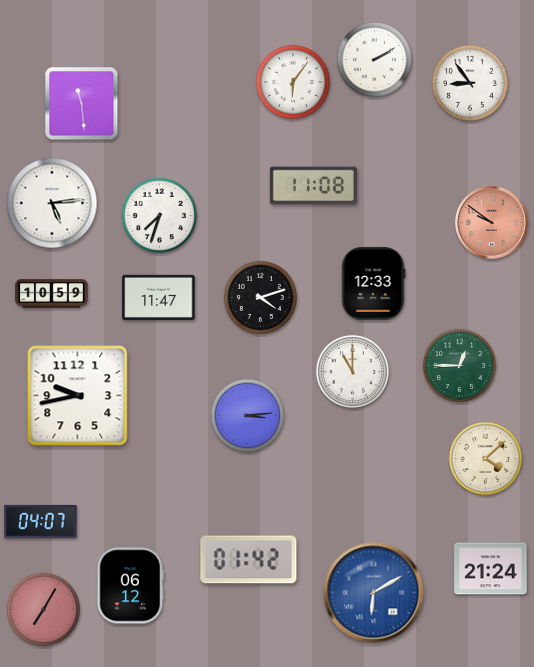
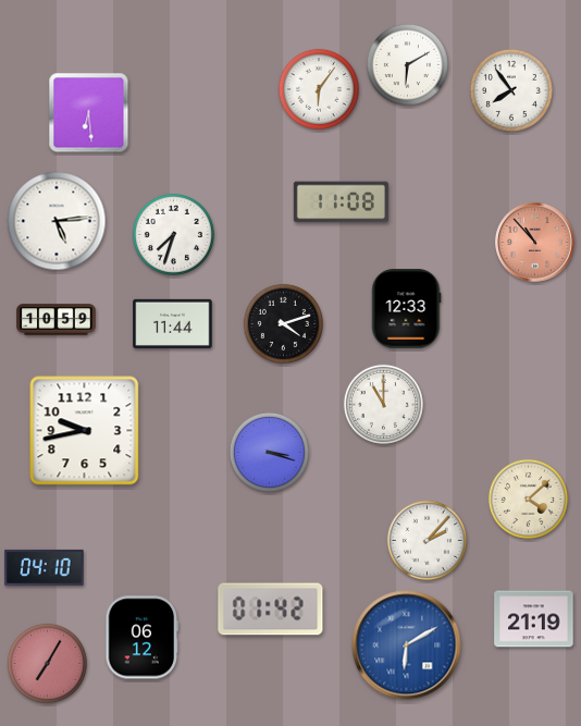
clock at (374, 59): 2:10 -> 6:10
clock at (470, 83): 8:54 -> 7:54
clock at (82, 104): 11:29 -> 6:29
clock at (492, 223): 9:51 -> 10:53
clock at (159, 297): 11:47 -> 11:44
clock at (459, 365): 12:45 -> none
clock at (247, 415): 3:14 -> 3:18
clock at (427, 540): none -> 2:07
clock at (41, 521): 04:07 -> 04:10
clock at (491, 569): 21:24 -> 21:19
